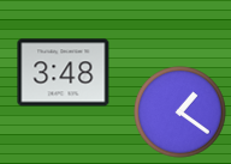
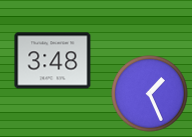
clock at (180, 113): 1:21 -> 1:26
